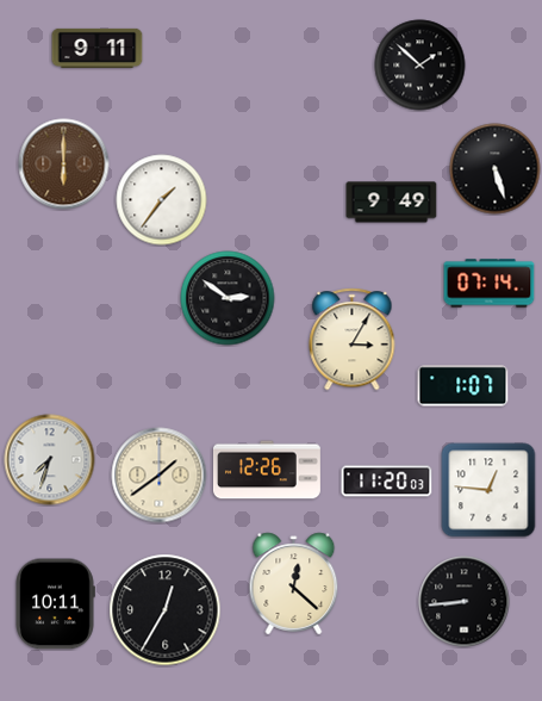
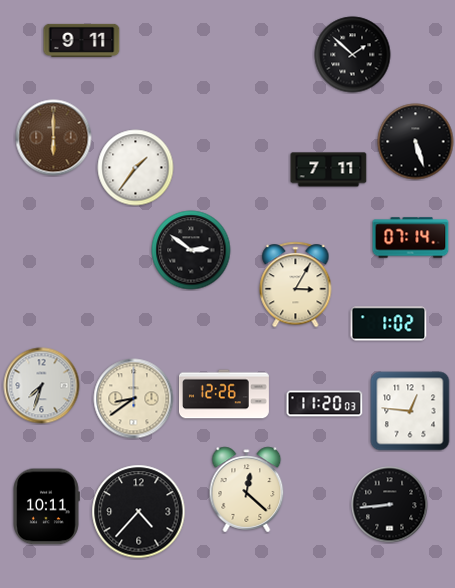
clock at (392, 203): 9:49 -> 7:11
clock at (463, 386): 1:07 -> 1:02
clock at (160, 476): 1:39 -> 8:39
clock at (166, 610): 12:35 -> 4:37
